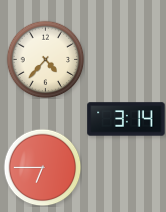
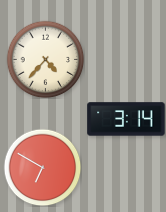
clock at (42, 167): 6:45 -> 6:50
